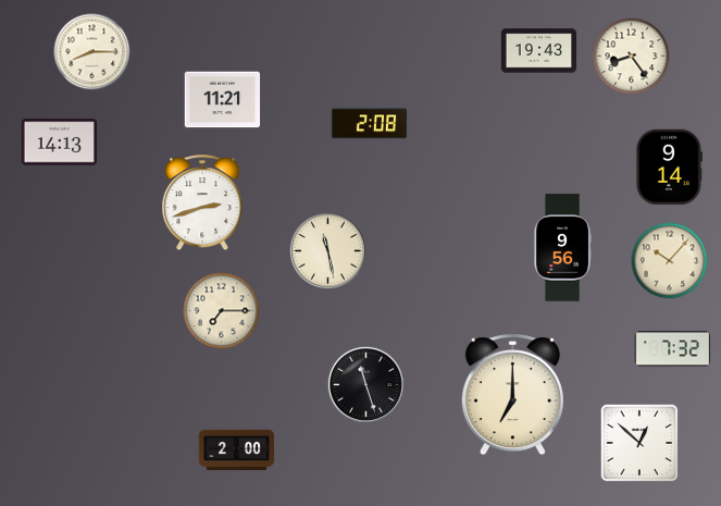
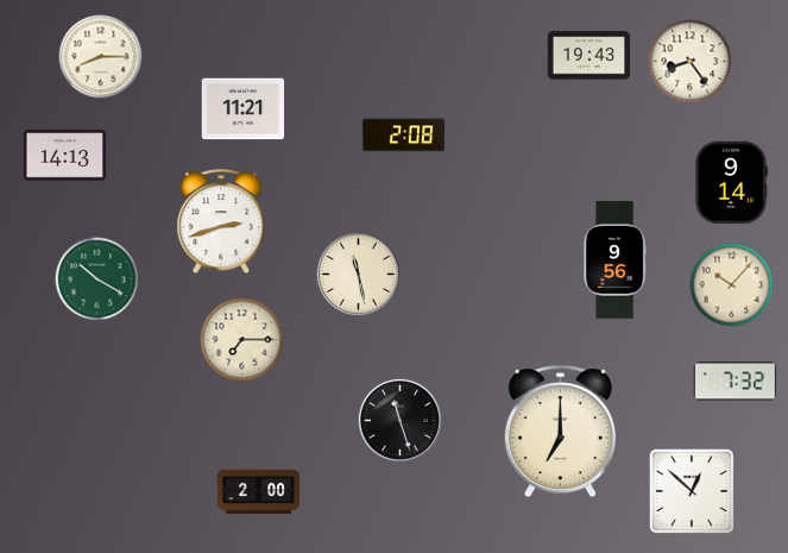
clock at (562, 248) position: (562, 248) -> (614, 260)
clock at (97, 279): none -> 10:20
clock at (639, 443) position: (639, 443) -> (692, 491)
